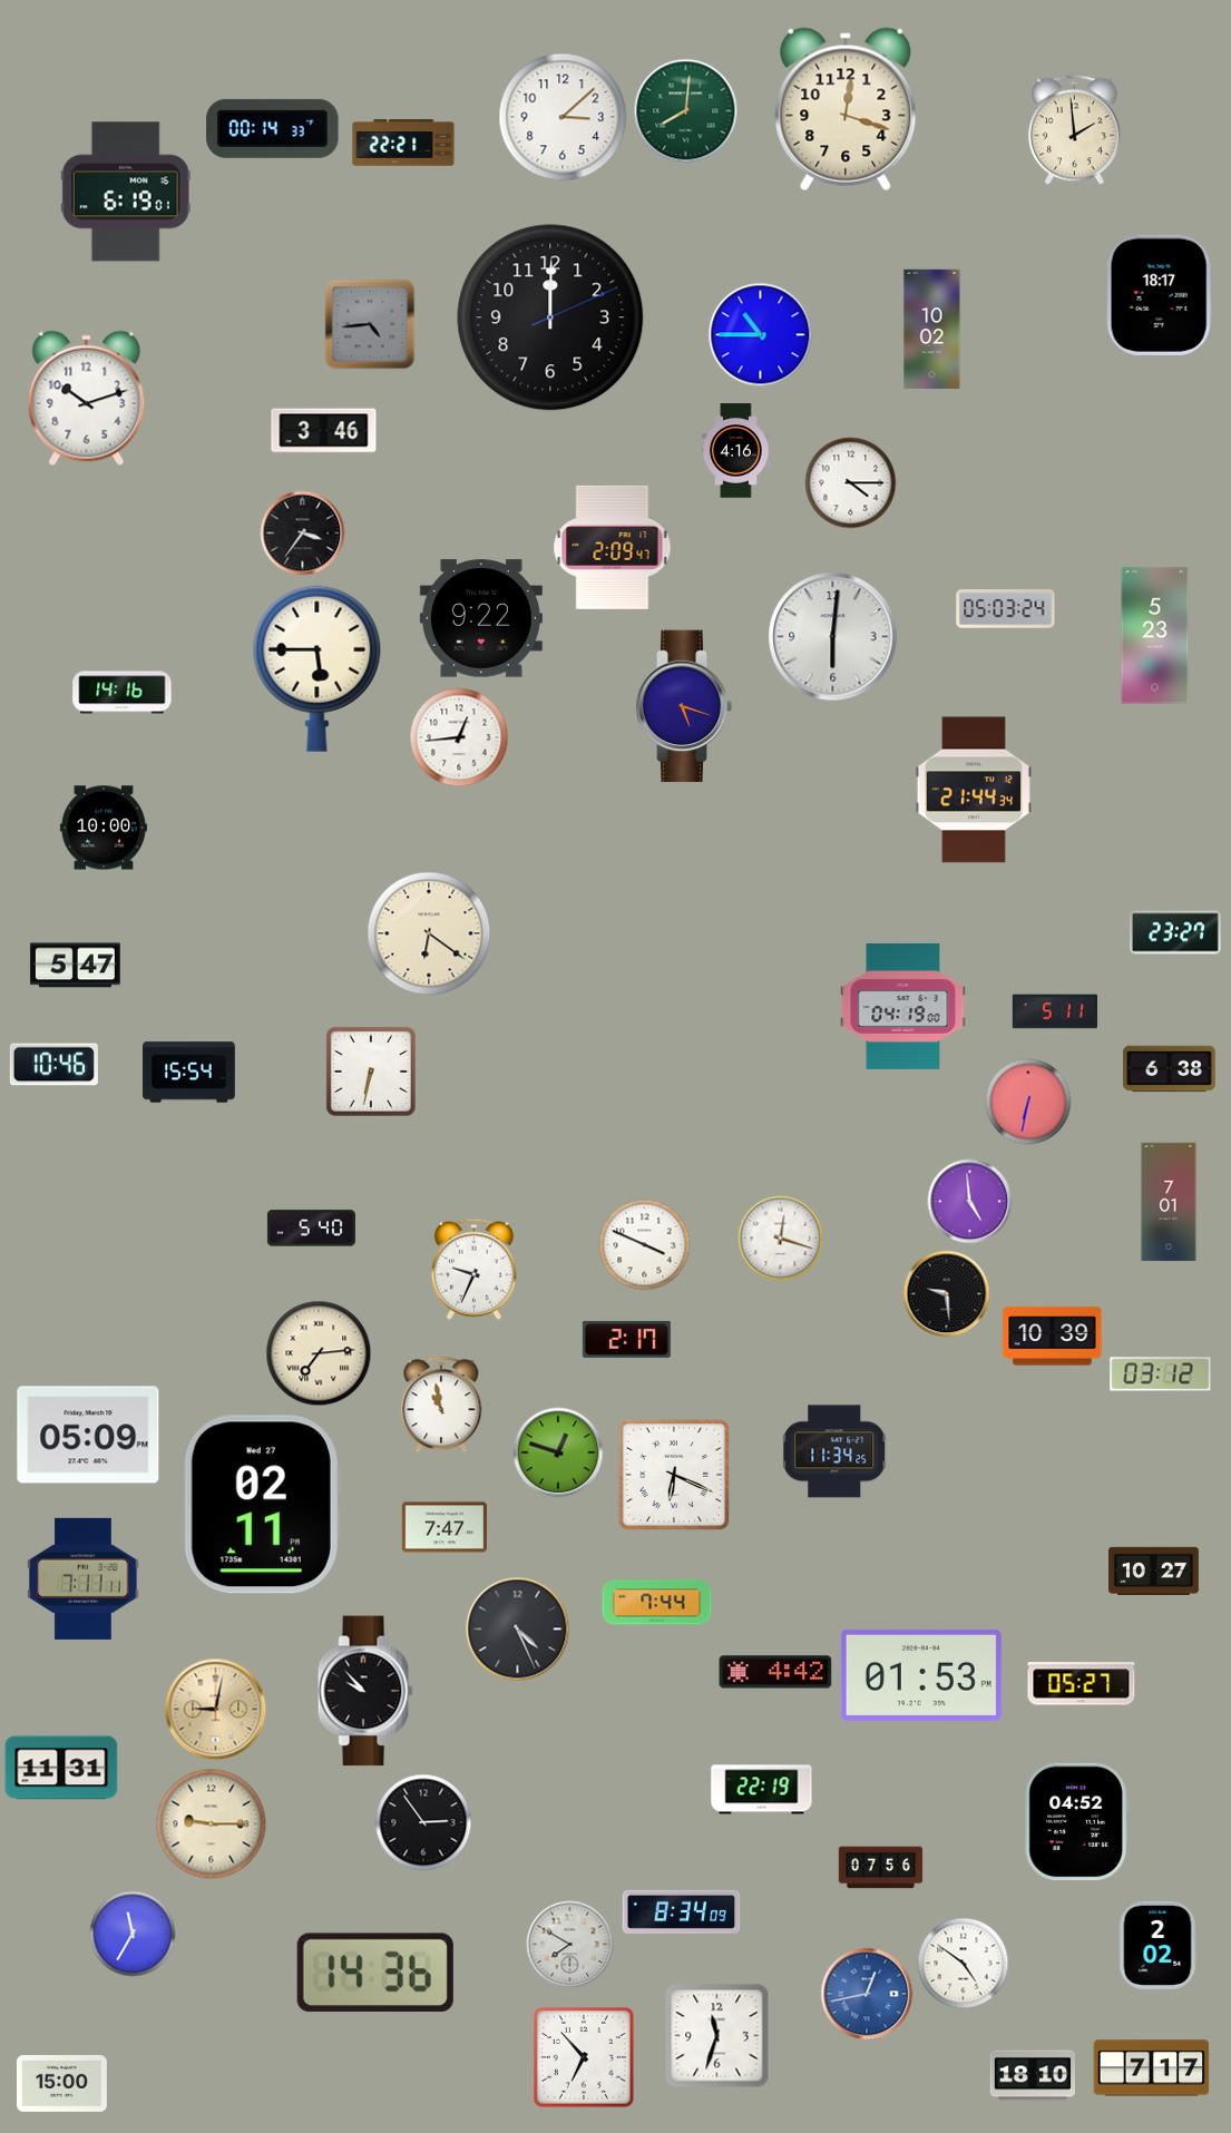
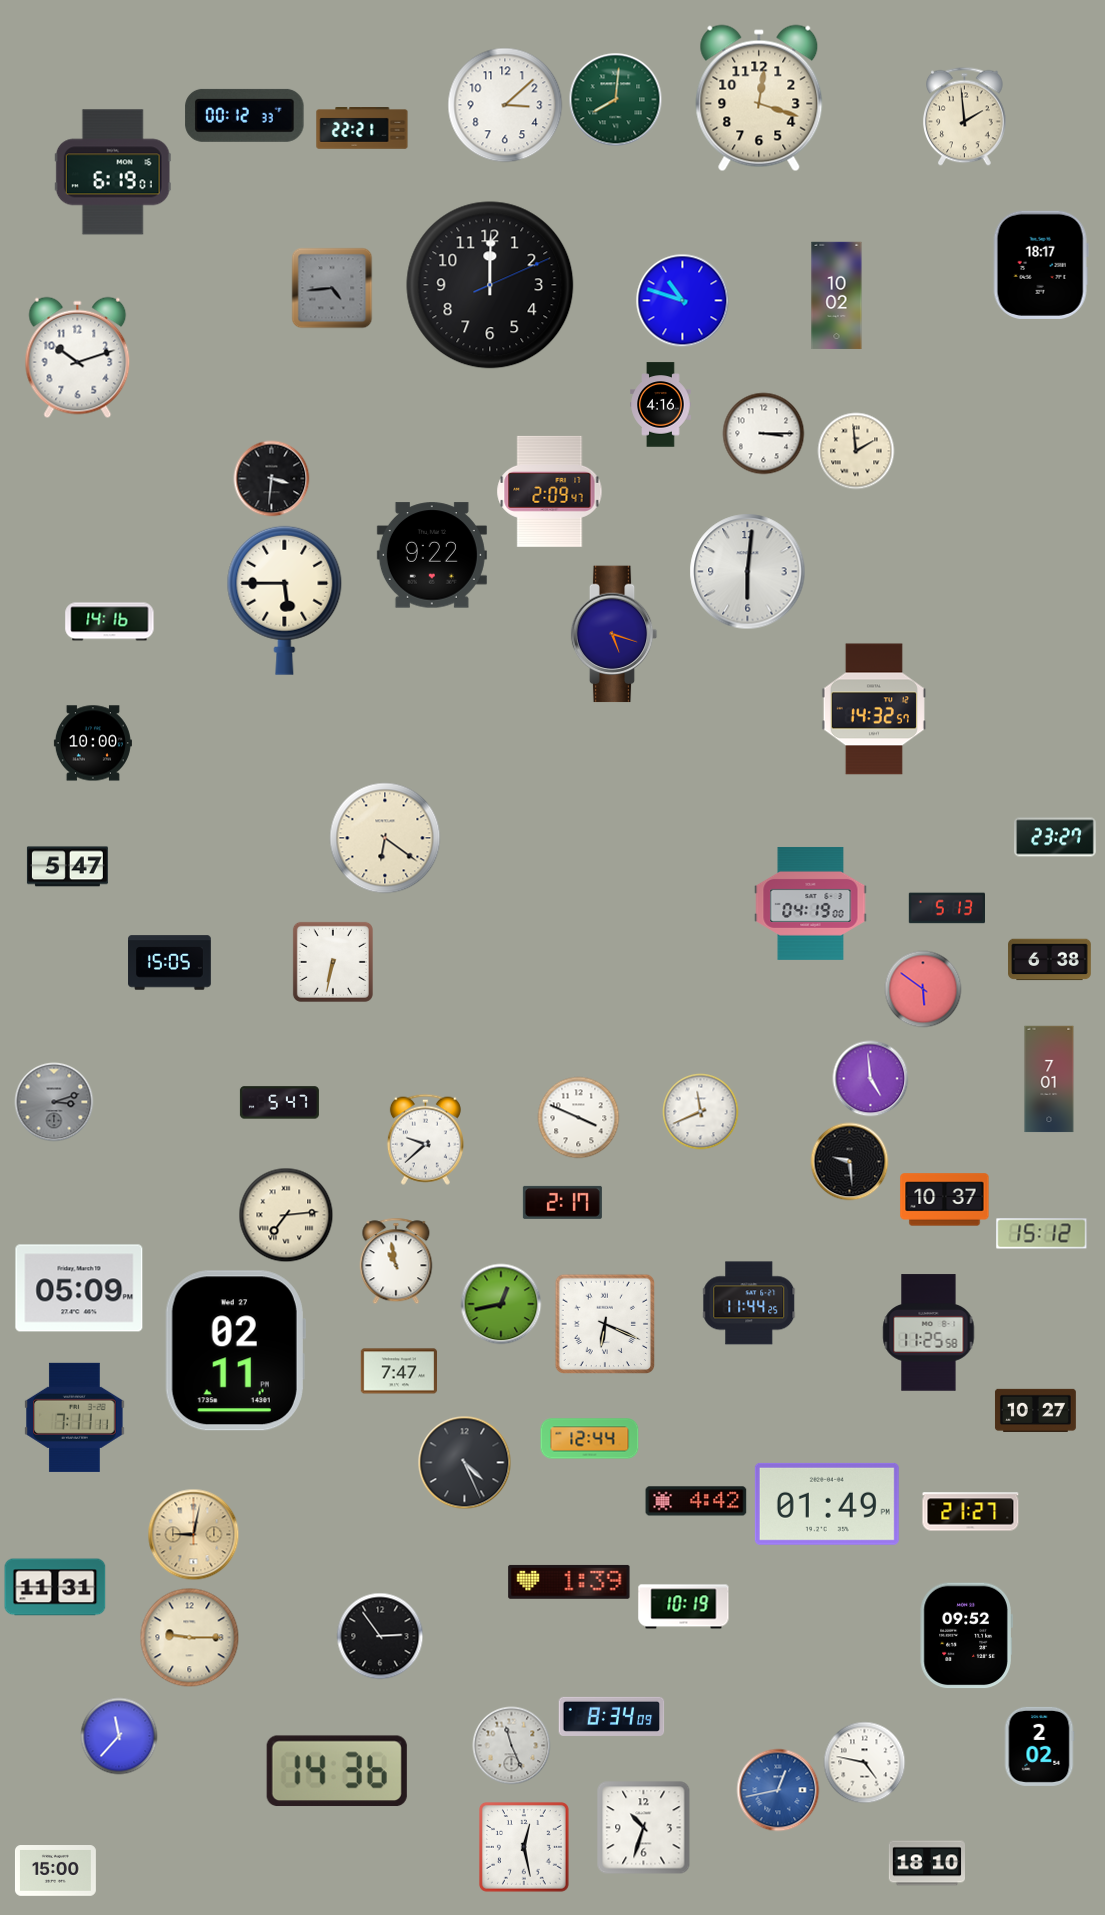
clock at (273, 128): 00:14 -> 00:12
clock at (550, 317) position: (550, 317) -> (490, 285)
clock at (370, 324) position: (370, 324) -> (332, 288)
clock at (761, 335): 10:45 -> 10:48
clock at (324, 431): 3:46 -> none
clock at (851, 483): 4:15 -> 3:15
clock at (856, 451): none -> 1:59
clock at (303, 534): 3:36 -> 3:31
clock at (1006, 609): 05:03 -> none
clock at (1155, 636): 5:23 -> none
clock at (459, 737): 12:44 -> none
clock at (974, 790): 21:44 -> 14:32
clock at (1054, 1011): 5:11 -> 5:13
clock at (53, 1065): 10:46 -> none
clock at (189, 1073): 15:54 -> 15:05
clock at (1028, 1102): 6:32 -> 5:51
clock at (54, 1102): none -> 3:12
clock at (311, 1229): 5:40 -> 5:47
clock at (781, 1239): 12:18 -> 11:41
clock at (473, 1269): 9:34 -> 9:38
clock at (1053, 1337): 10:39 -> 10:37
clock at (1161, 1374): 03:12 -> 15:12
clock at (836, 1451): 11:34 -> 11:44
clock at (558, 1452): 12:48 -> 12:43
clock at (929, 1333): none -> 11:25
clock at (657, 1603): 7:44 -> 12:44
clock at (921, 1675): 01:53 -> 01:49
clock at (1082, 1684): 05:27 -> 21:27
clock at (365, 1691): 9:53 -> none
clock at (569, 1582): none -> 1:39
clock at (762, 1790): 22:19 -> 10:19
clock at (1076, 1822): 04:52 -> 09:52
clock at (881, 1868): 07:56 -> none
clock at (133, 1934): 11:35 -> 11:37
clock at (570, 1945): 7:50 -> 11:26
clock at (964, 1964): 4:51 -> 4:47
clock at (717, 2036): 11:33 -> 10:33
clock at (584, 2057): 6:53 -> 12:28
clock at (1152, 2068): 7:17 -> none
